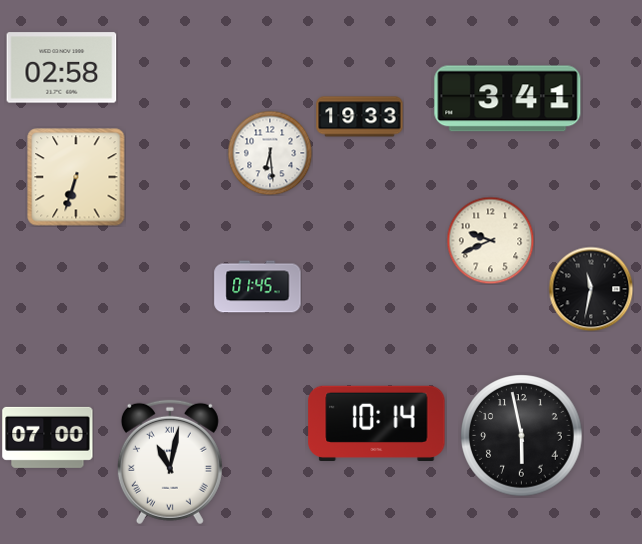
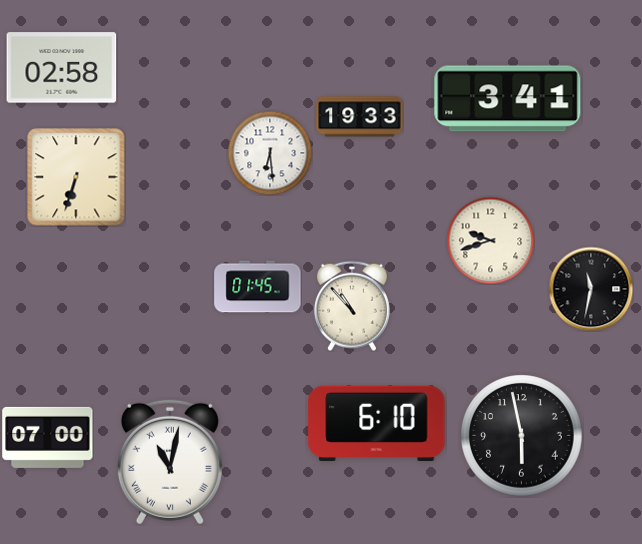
clock at (490, 240): 9:41 -> 9:42
clock at (352, 306): none -> 10:53
clock at (377, 423): 10:14 -> 6:10
